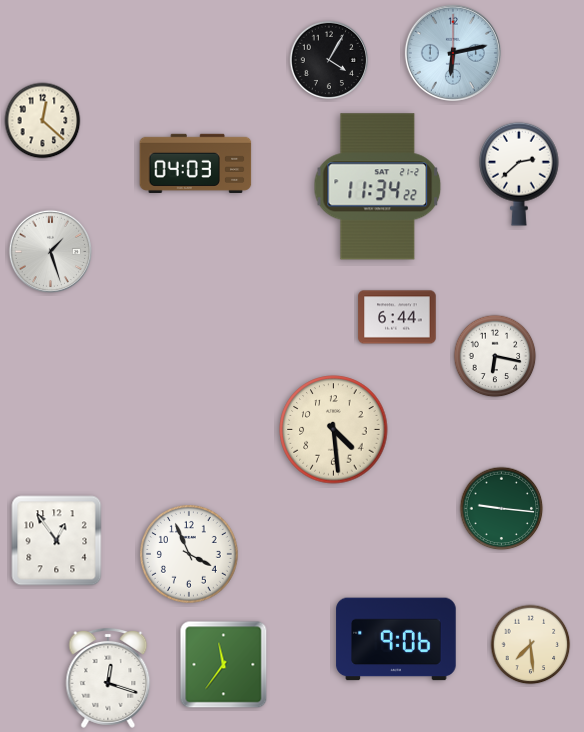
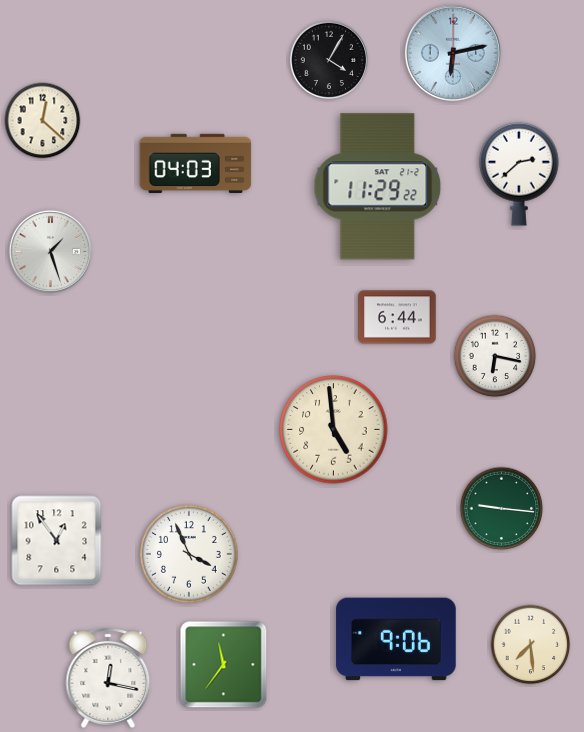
clock at (378, 187): 11:34 -> 11:29
clock at (334, 430): 4:29 -> 4:59
clock at (108, 678): 12:18 -> 12:17
